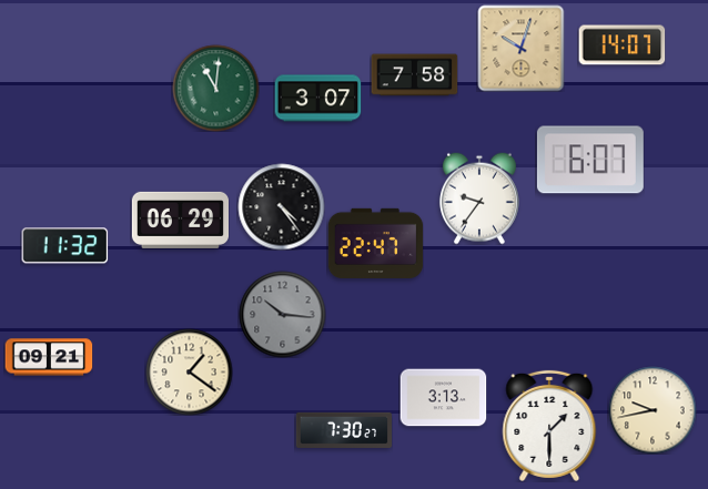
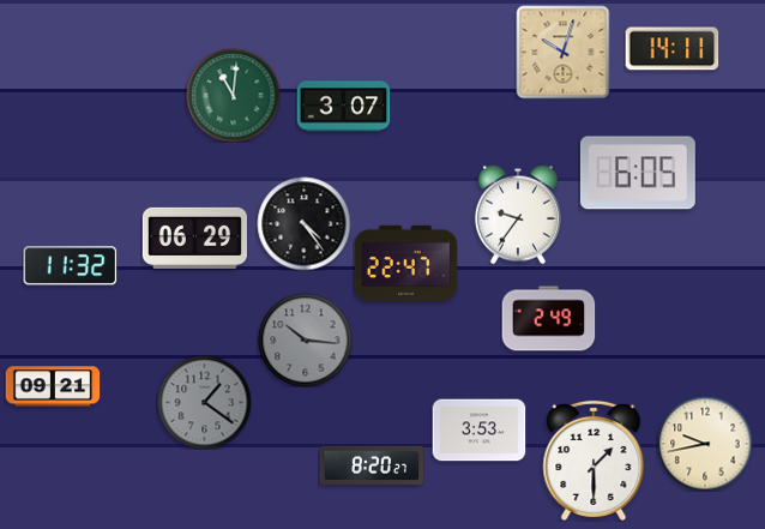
clock at (621, 45): 14:07 -> 14:11
clock at (414, 75): 7:58 -> none
clock at (590, 160): 6:07 -> 6:05
clock at (548, 319): none -> 2:49
clock at (189, 371) dial: cream -> grey
clock at (443, 398): 3:13 -> 3:53
clock at (343, 430): 7:30 -> 8:20
